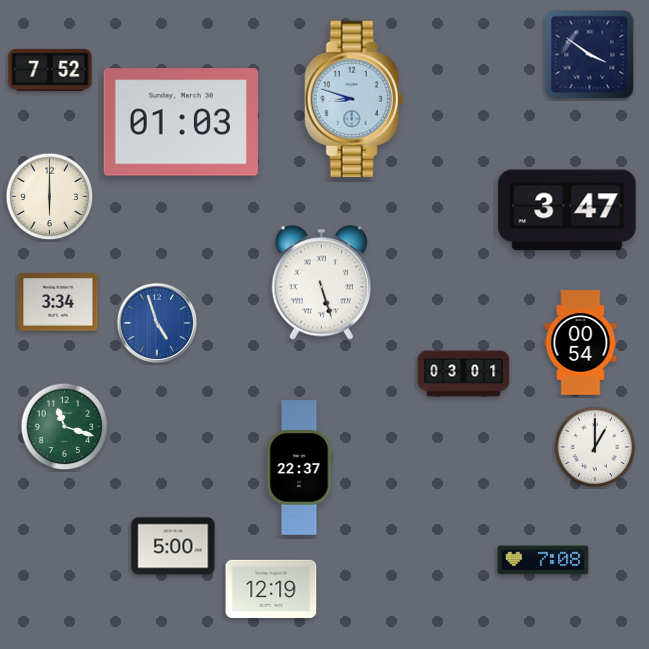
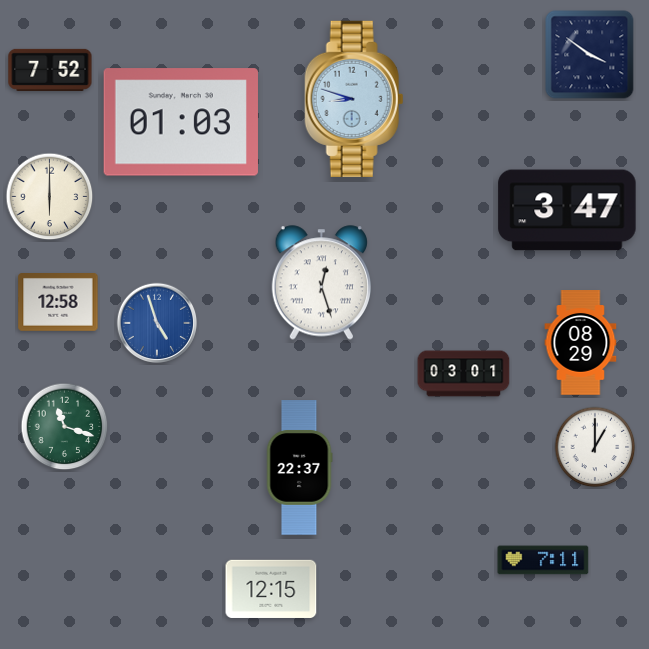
clock at (321, 283): 5:27 -> 12:27
clock at (58, 303): 3:34 -> 12:58
clock at (581, 343): 00:54 -> 08:29
clock at (173, 546): 5:00 -> none
clock at (543, 560): 7:08 -> 7:11
clock at (271, 589): 12:19 -> 12:15
